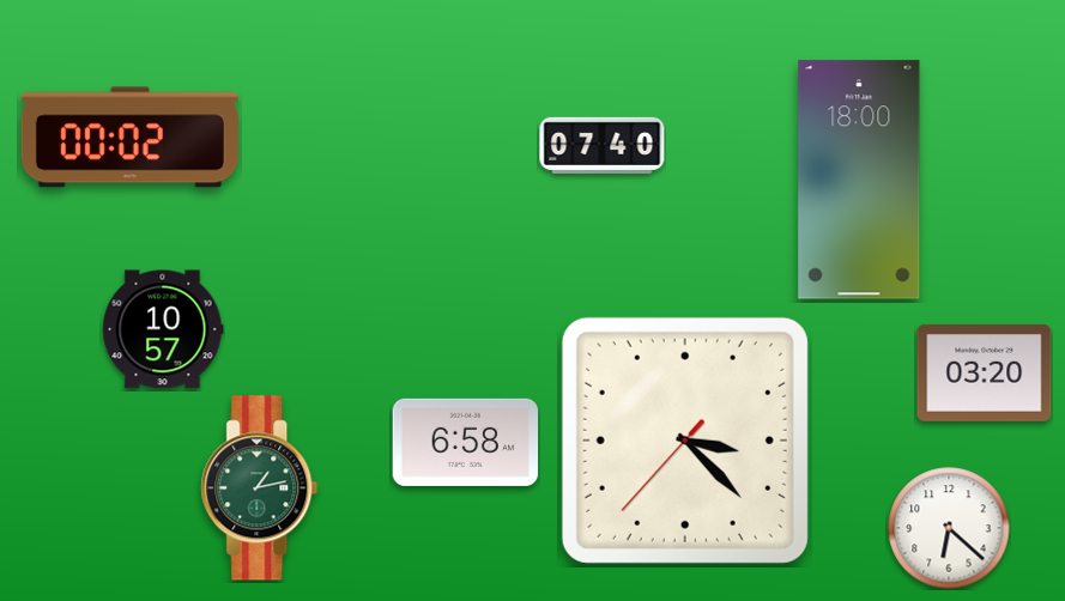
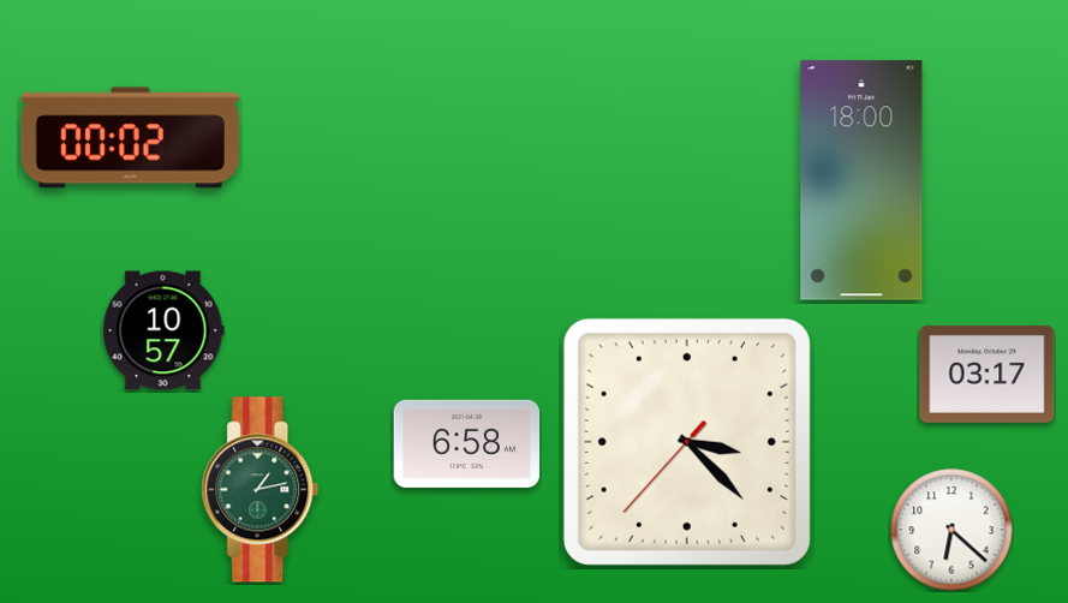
clock at (603, 145): 07:40 -> none
clock at (985, 372): 03:20 -> 03:17
